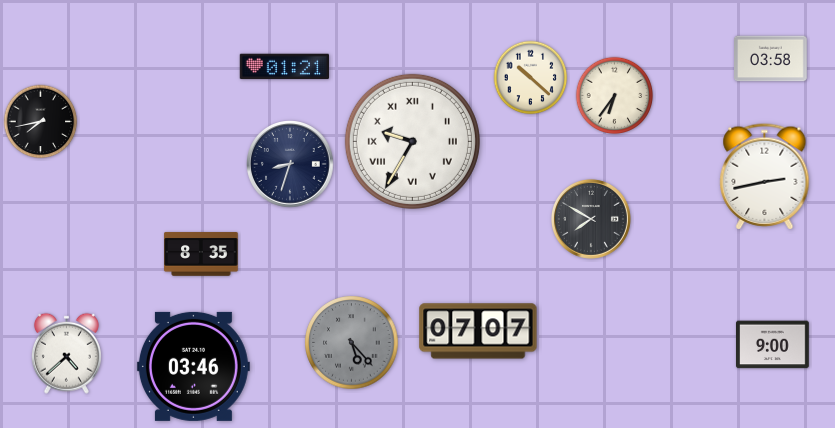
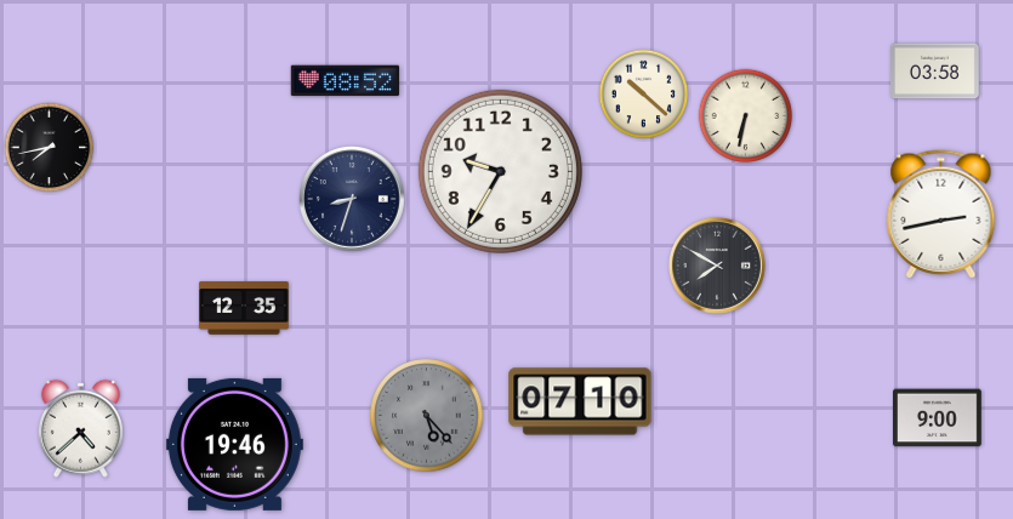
clock at (284, 67): 01:21 -> 08:52
clock at (615, 96): 6:36 -> 6:32
clock at (412, 141) numerals: Roman -> Arabic
clock at (765, 177) position: (765, 177) -> (941, 215)
clock at (201, 254): 8:35 -> 12:35
clock at (478, 331): 07:07 -> 07:10
clock at (193, 366): 03:46 -> 19:46
